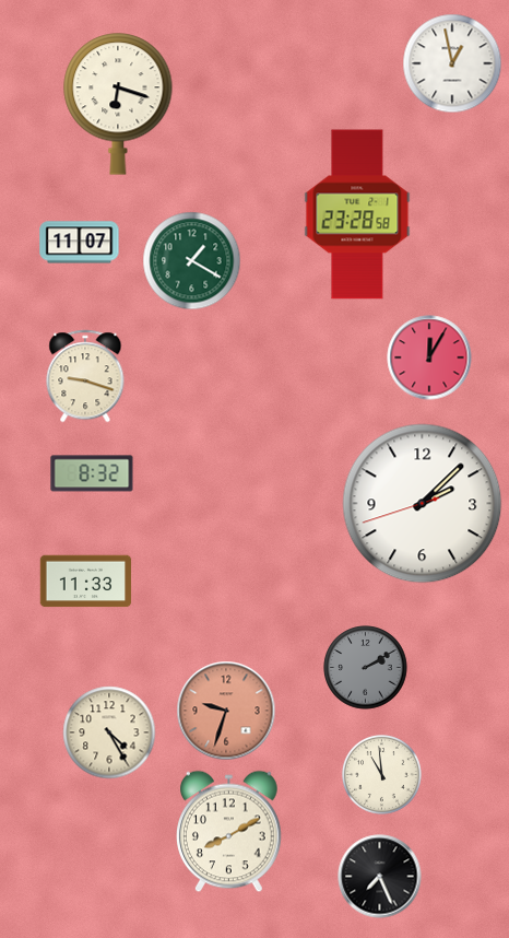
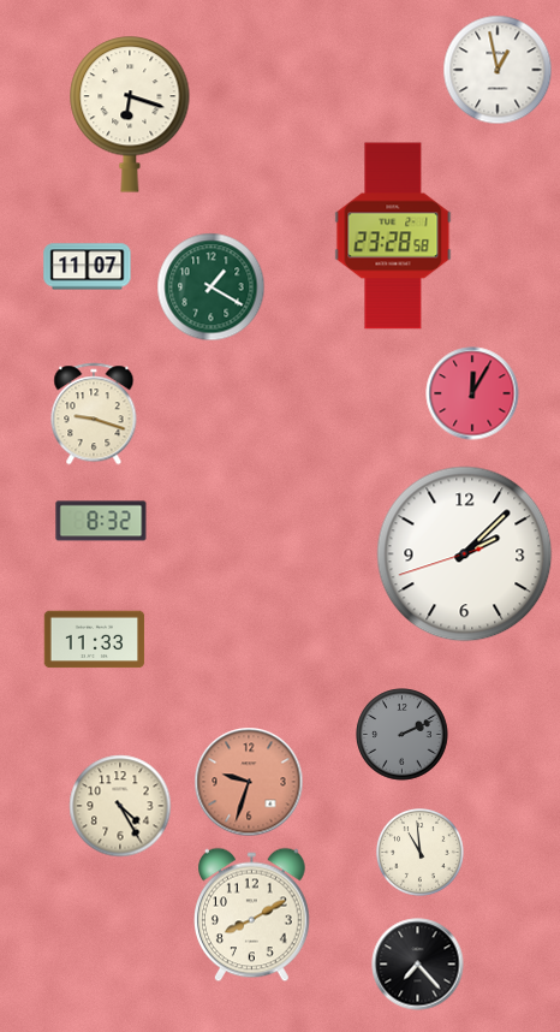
clock at (366, 668): 2:10 -> 2:11
clock at (380, 877): 7:26 -> 7:23
